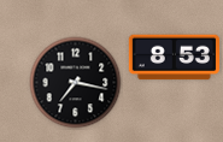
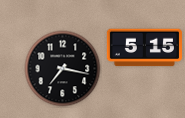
clock at (174, 58): 8:53 -> 5:15
